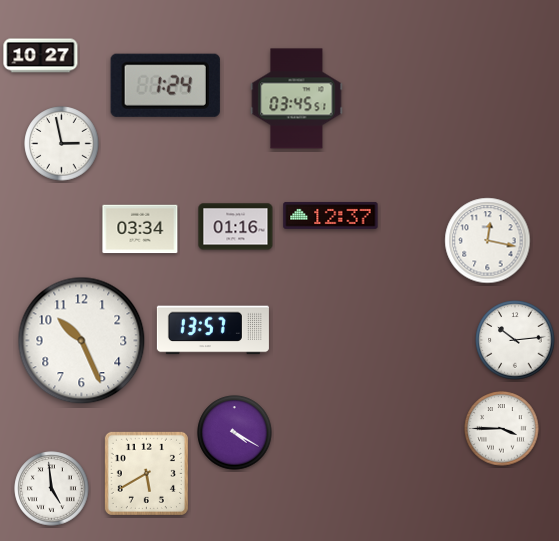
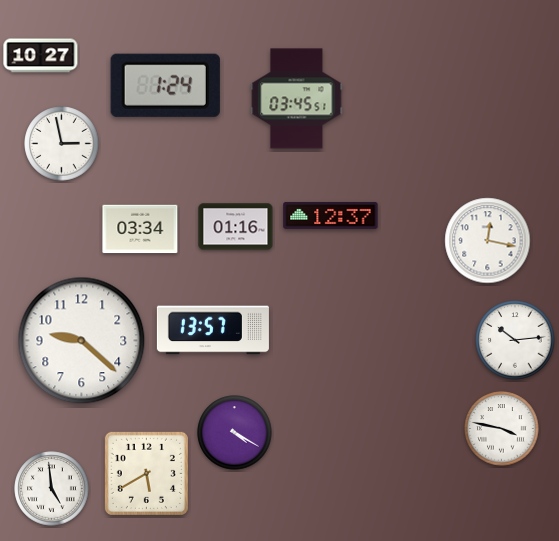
clock at (82, 341): 10:26 -> 9:22
clock at (502, 429): 3:45 -> 3:47
